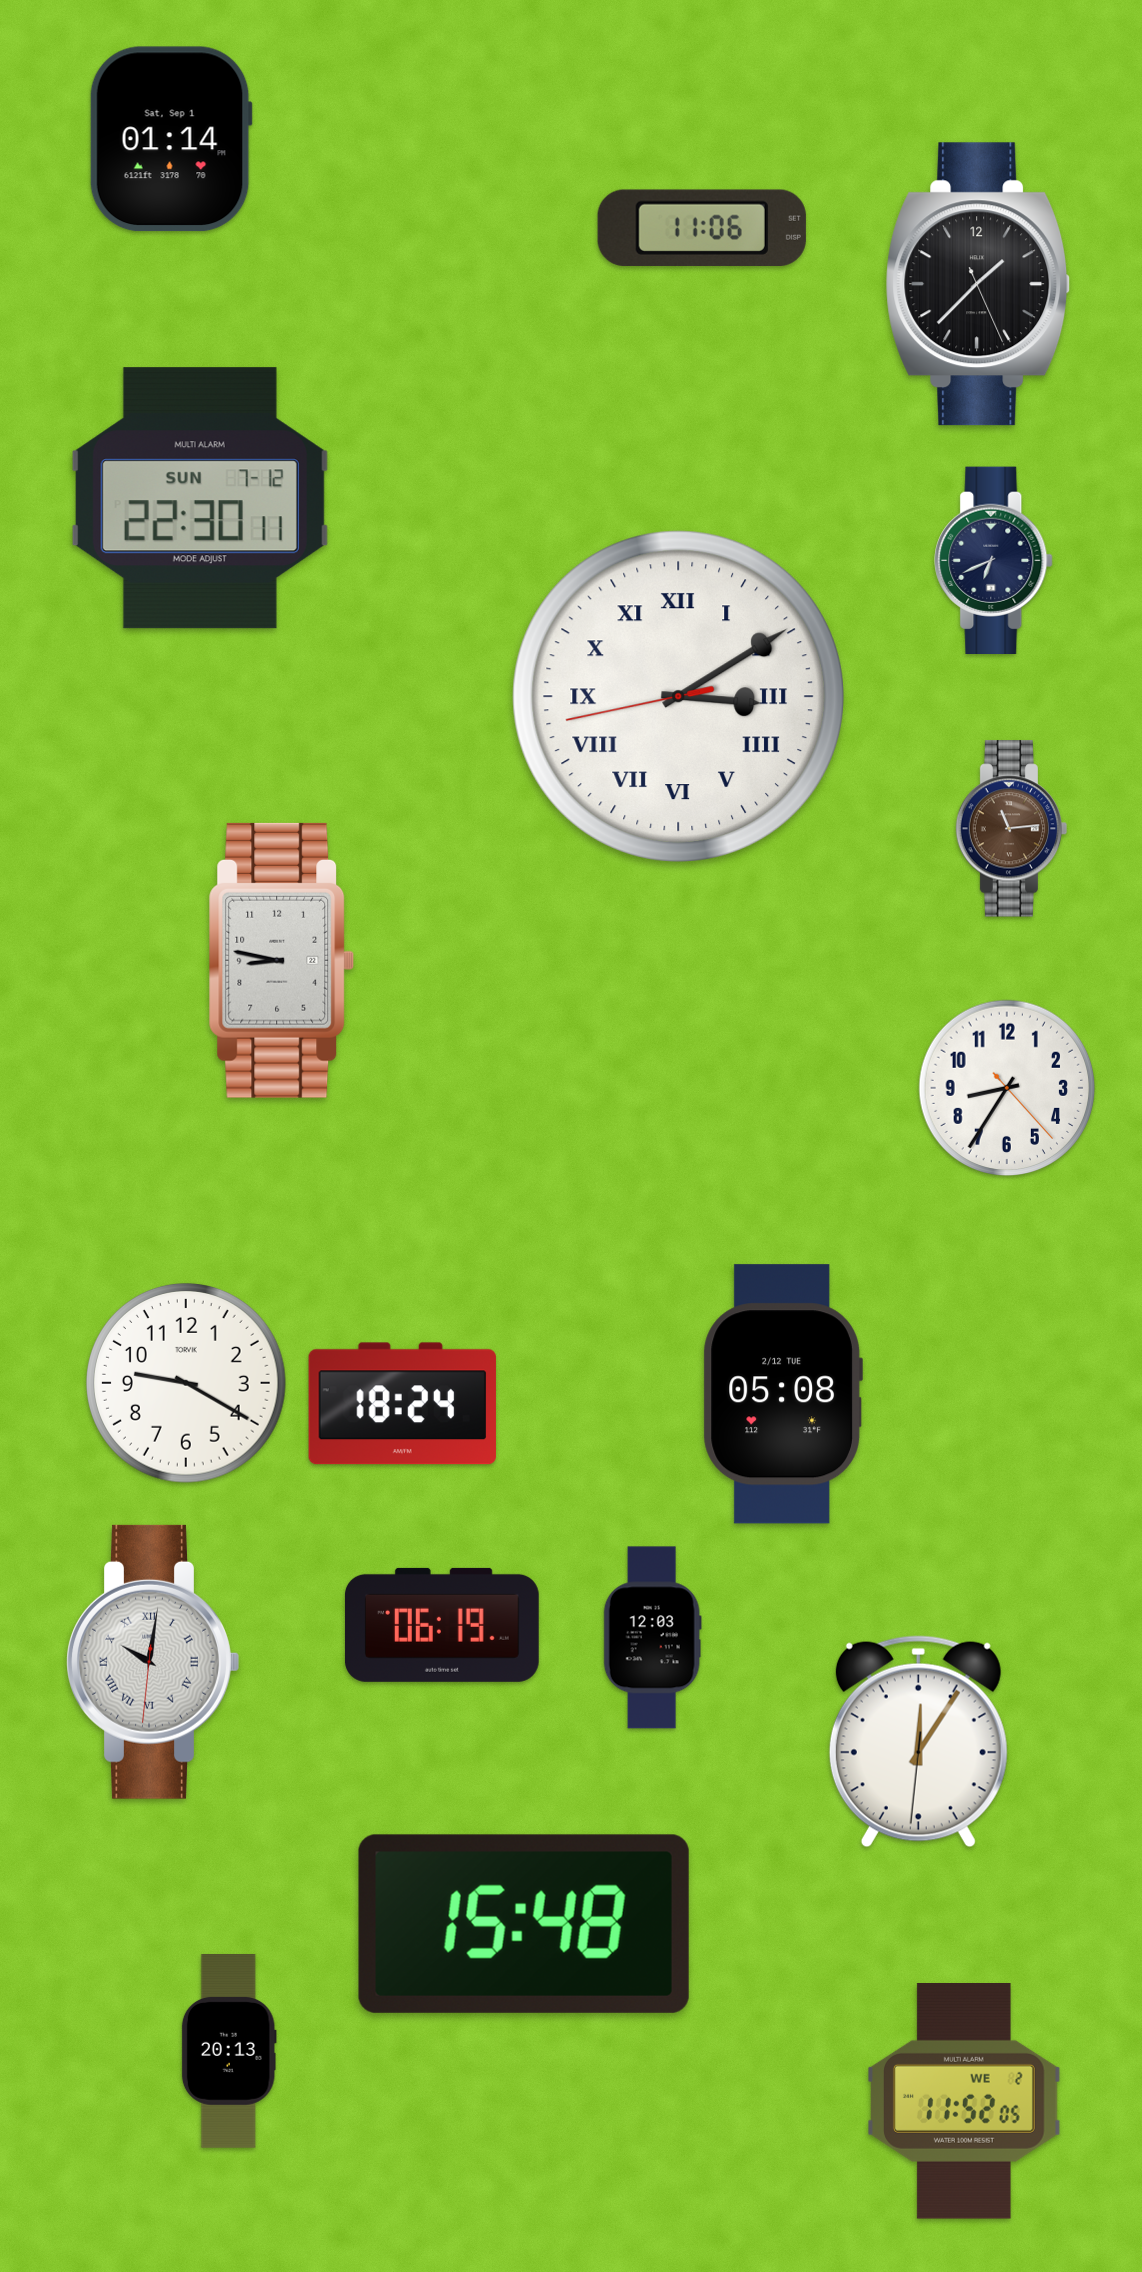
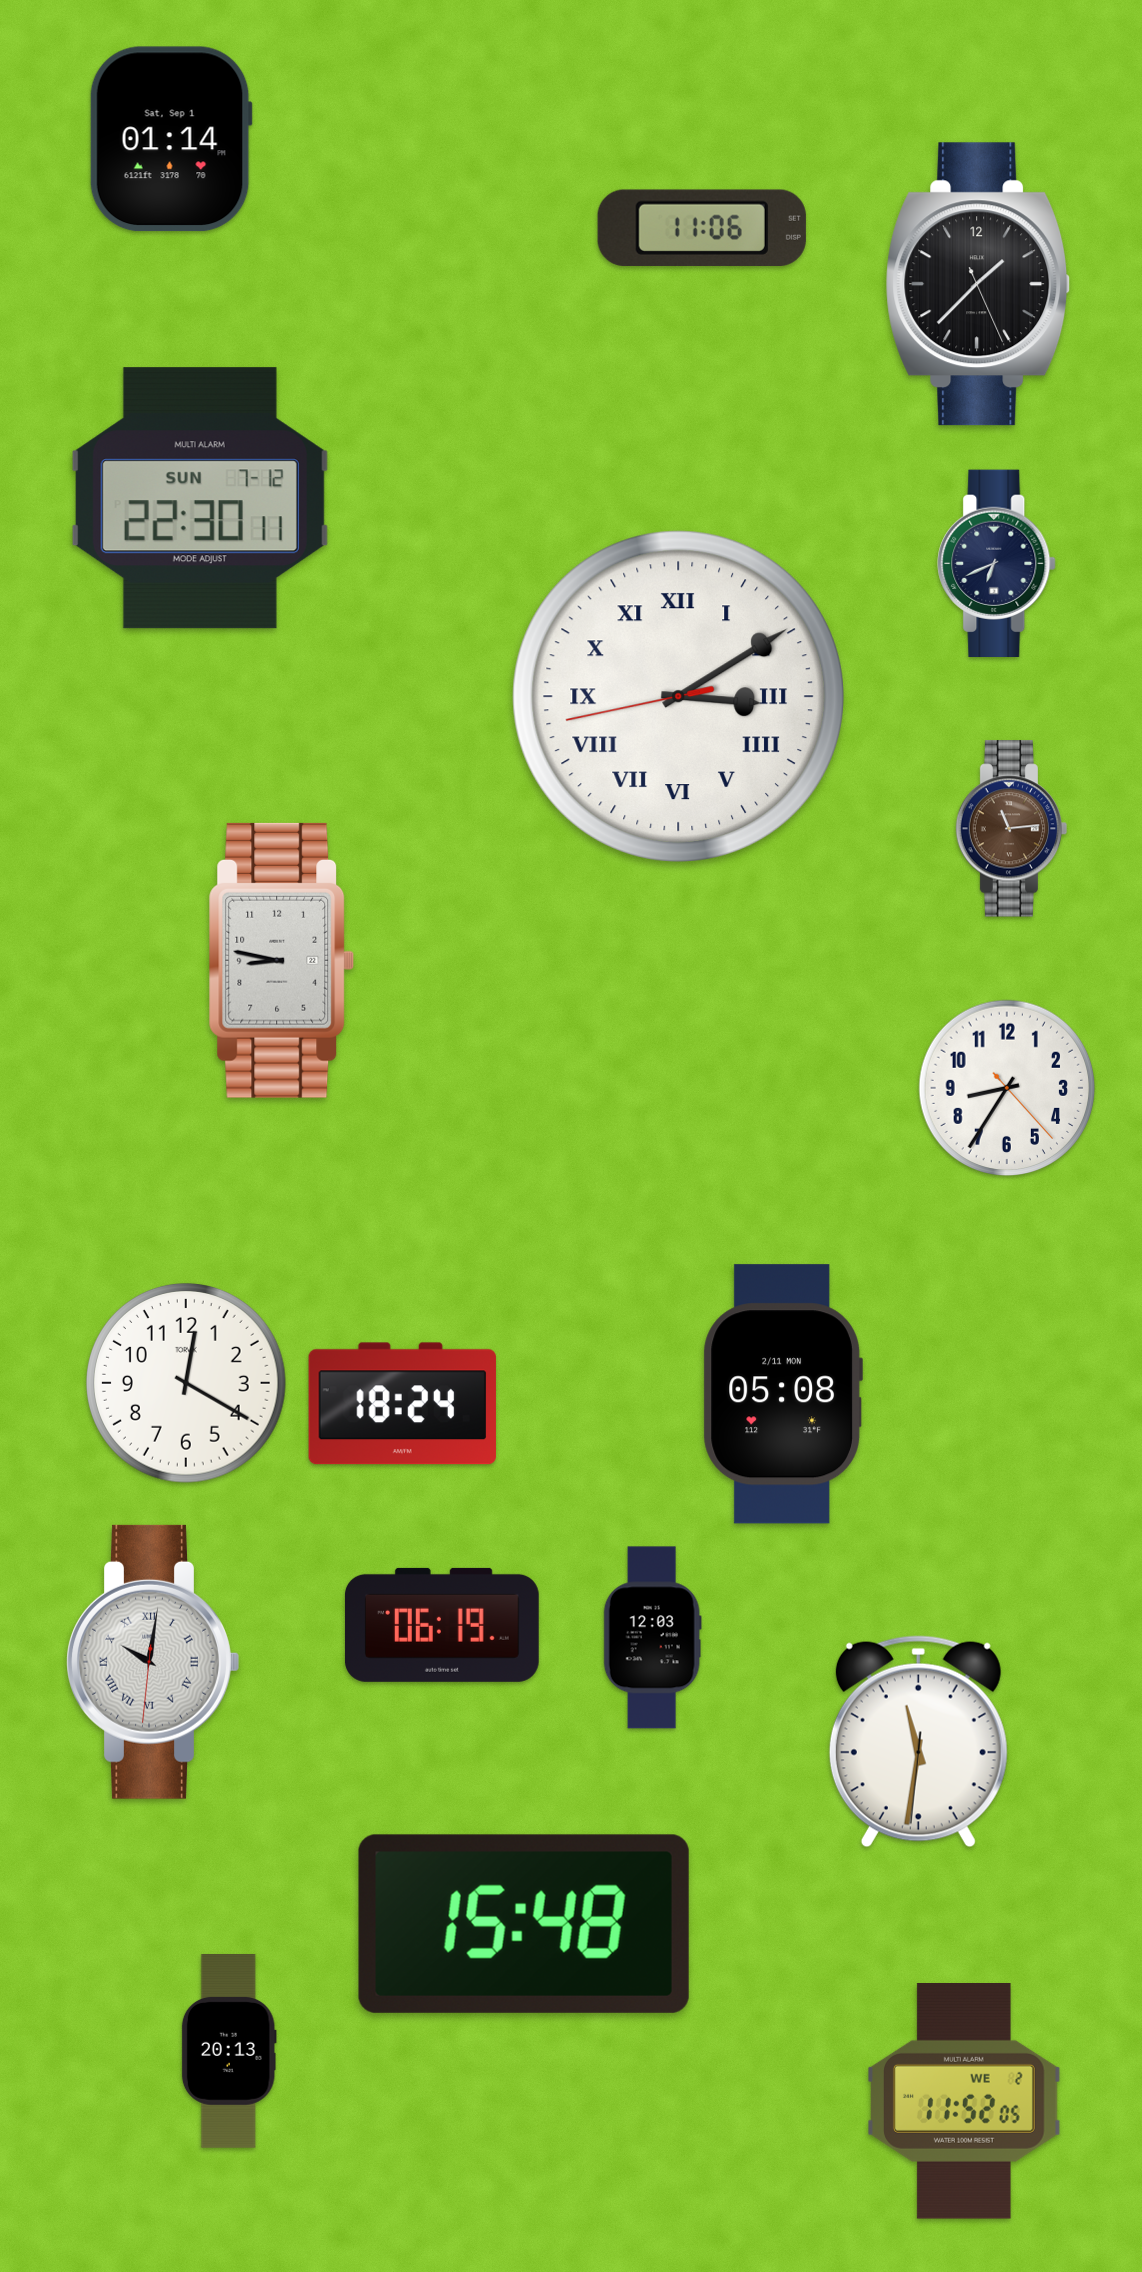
clock at (994, 560) position: (994, 560) -> (997, 563)
clock at (187, 1384): 9:20 -> 12:20
clock at (783, 1394) date: 2/12 TUE -> 2/11 MON
clock at (918, 1742): 12:05 -> 11:31
